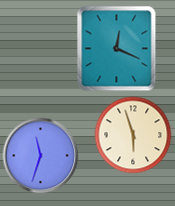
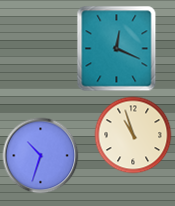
clock at (133, 135): 5:57 -> 10:57
clock at (41, 156): 11:33 -> 10:33
